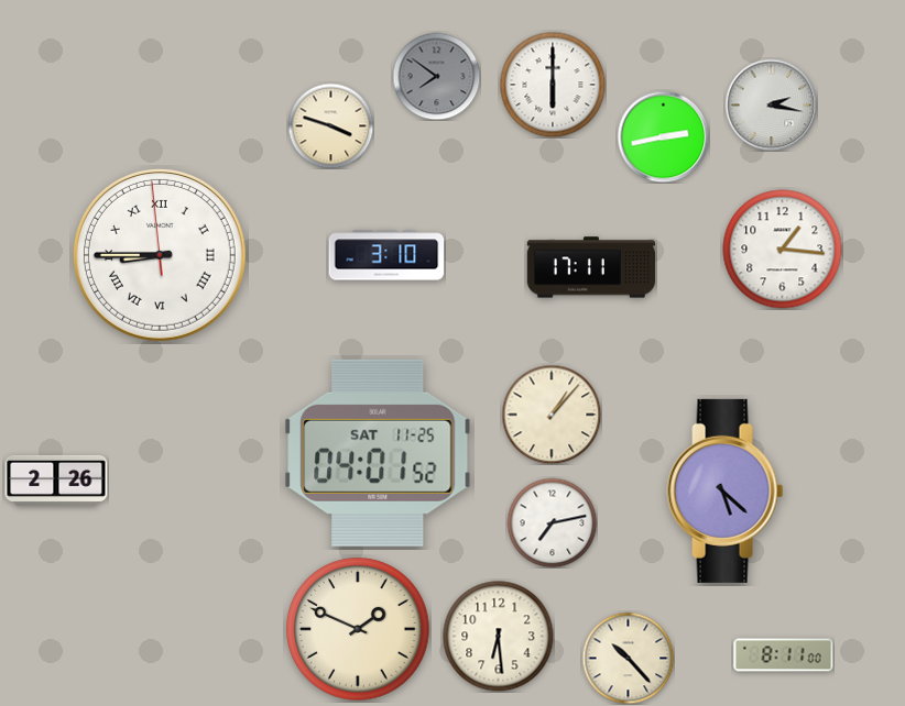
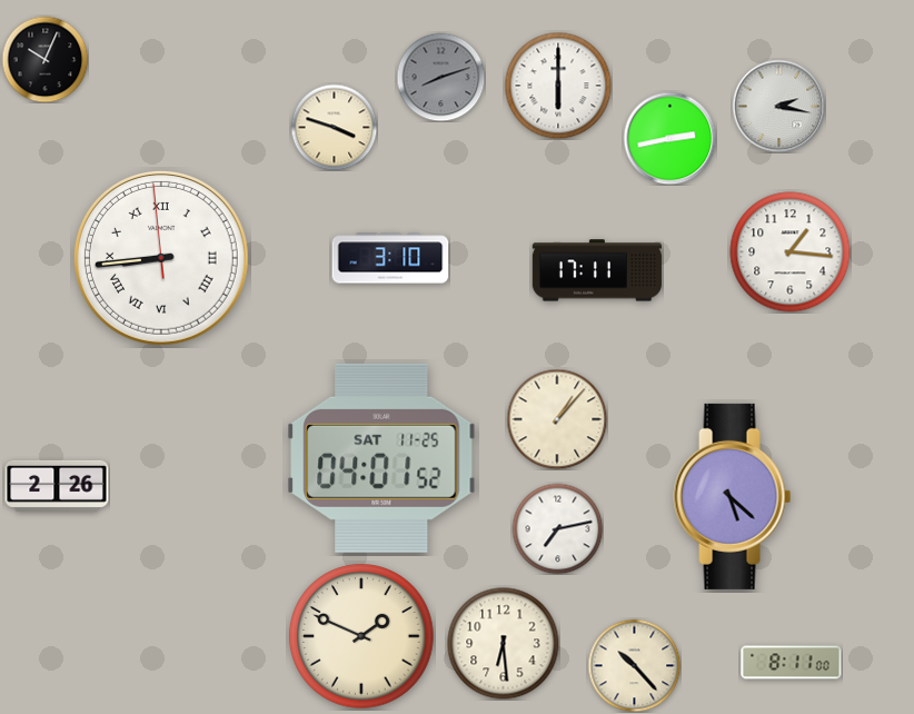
clock at (44, 59): none -> 10:04
clock at (436, 76): 7:51 -> 8:12
clock at (160, 255): 8:44 -> 8:43
